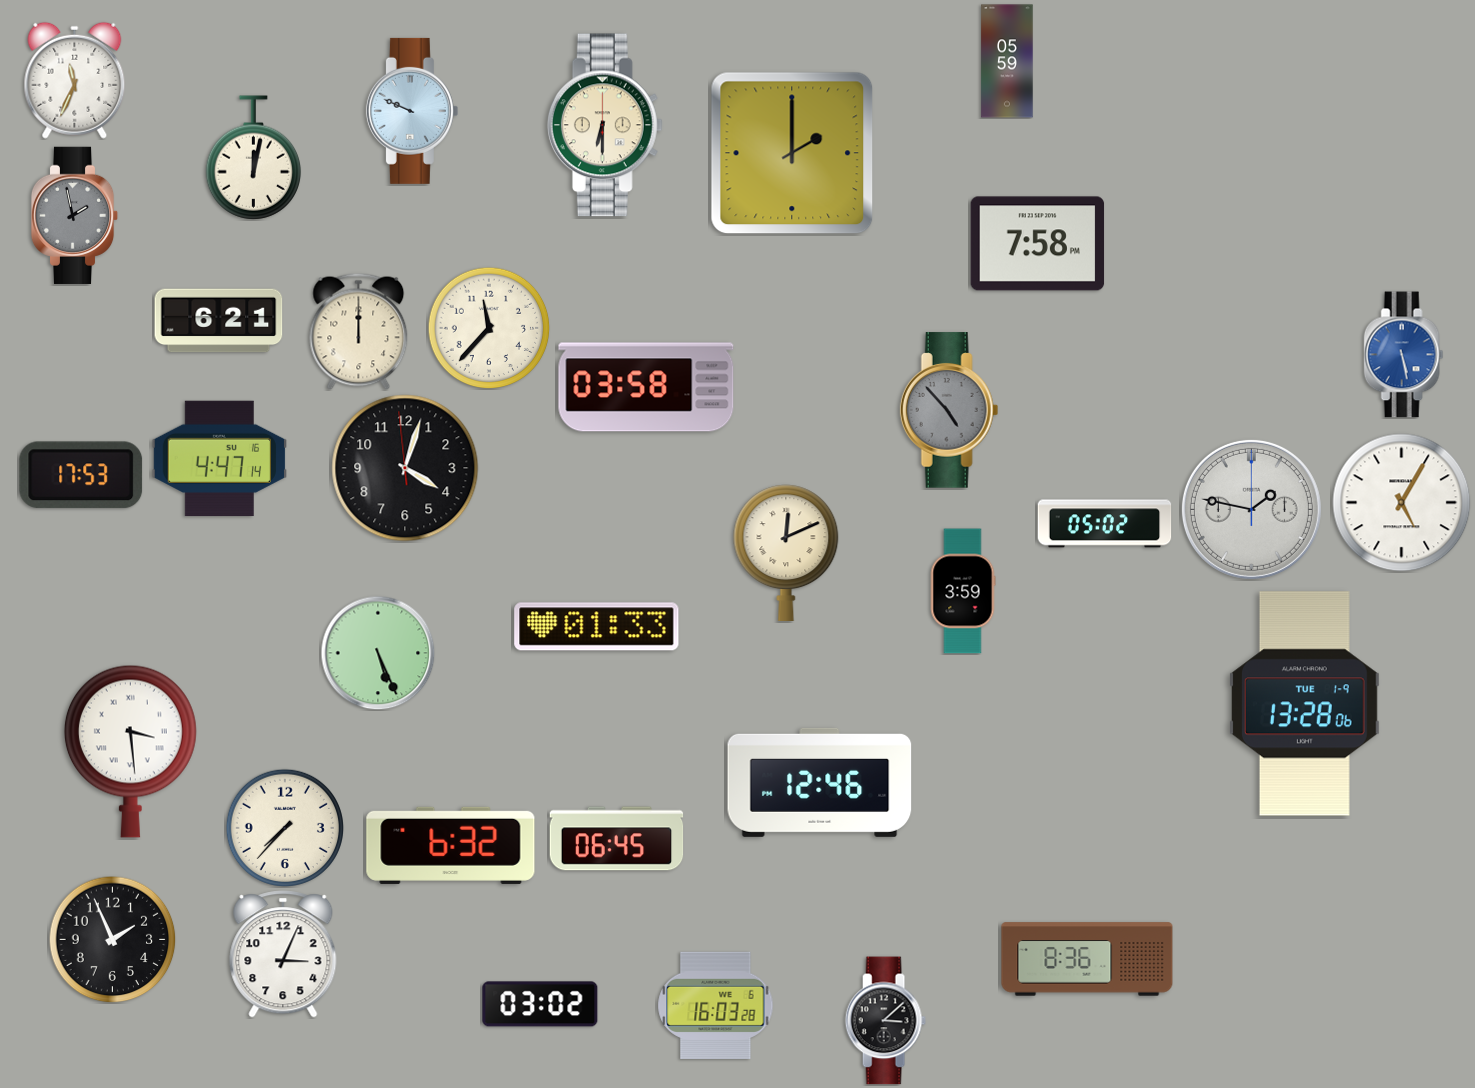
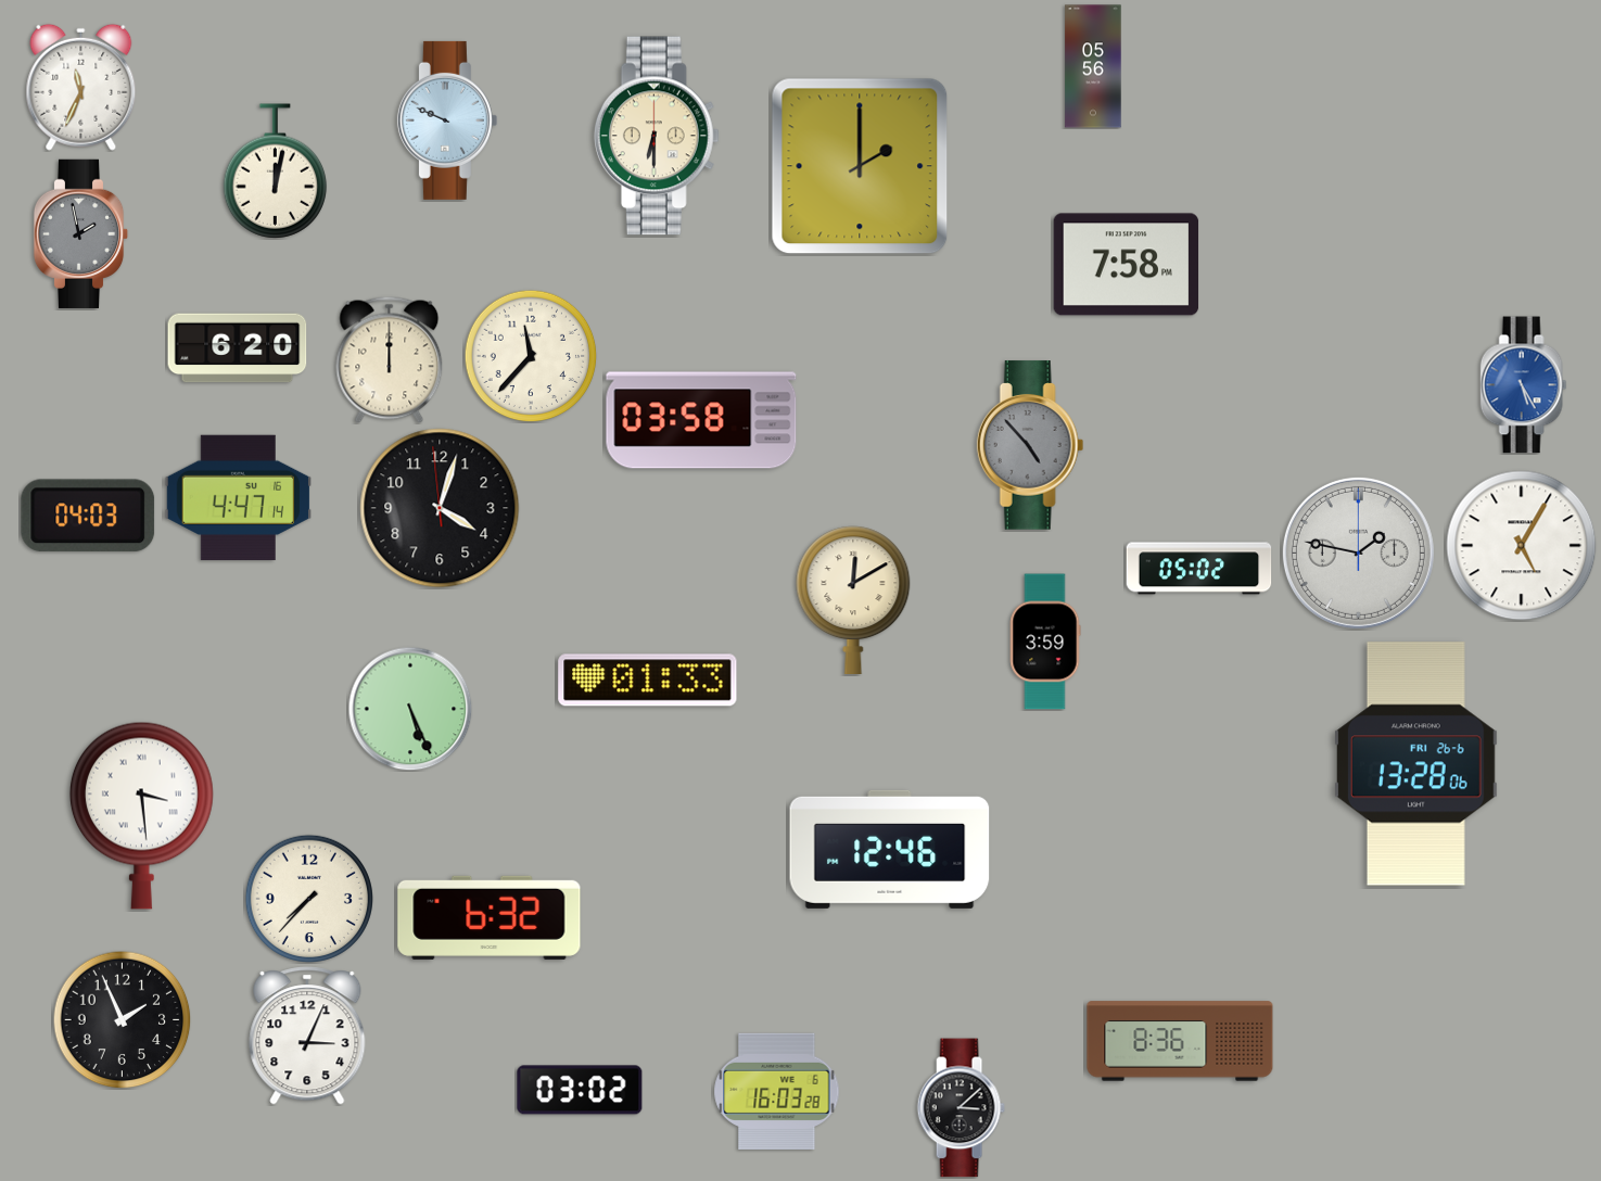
clock at (1007, 61): 05:59 -> 05:56
clock at (219, 321): 6:21 -> 6:20
clock at (1404, 355): 5:28 -> 5:25
clock at (81, 475): 17:53 -> 04:03
clock at (786, 552): 12:11 -> 12:10
clock at (1304, 704) date: TUE 1-9 -> FRI 26-6
clock at (617, 839): 06:45 -> none
clock at (540, 1004) position: (540, 1004) -> (580, 1090)
